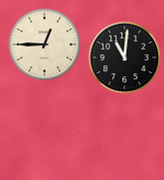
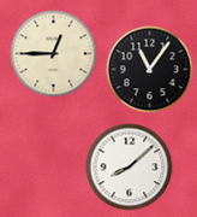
clock at (125, 58): 11:01 -> 11:06
clock at (130, 168): none -> 8:08
